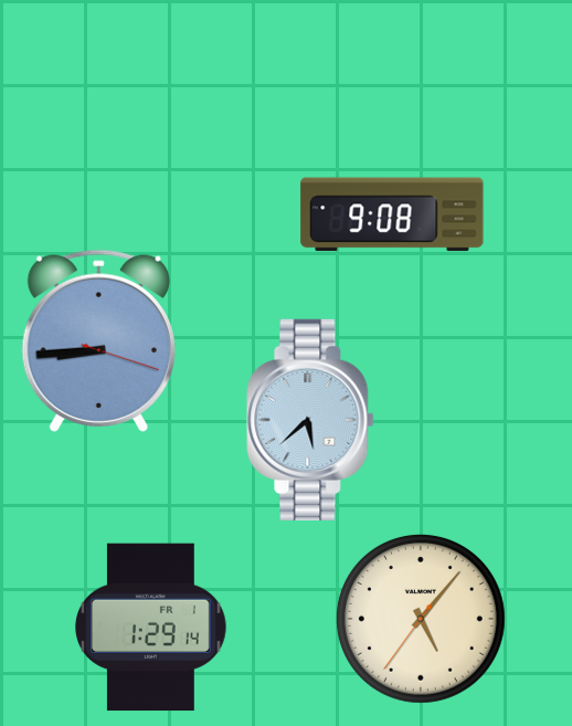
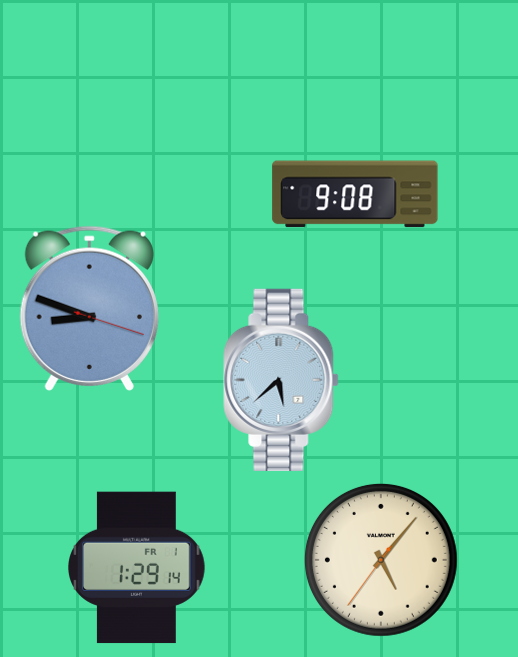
clock at (98, 340): 8:44 -> 8:48
